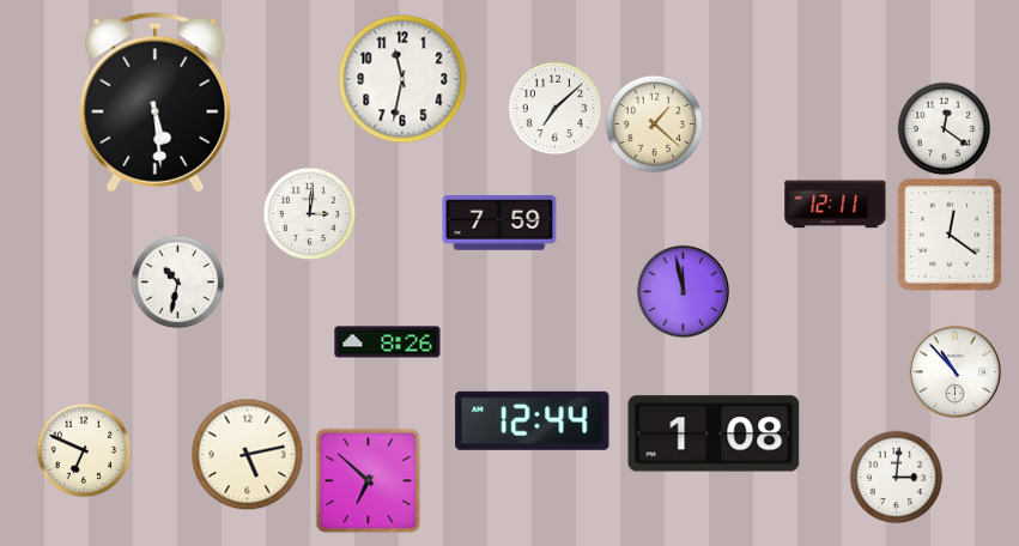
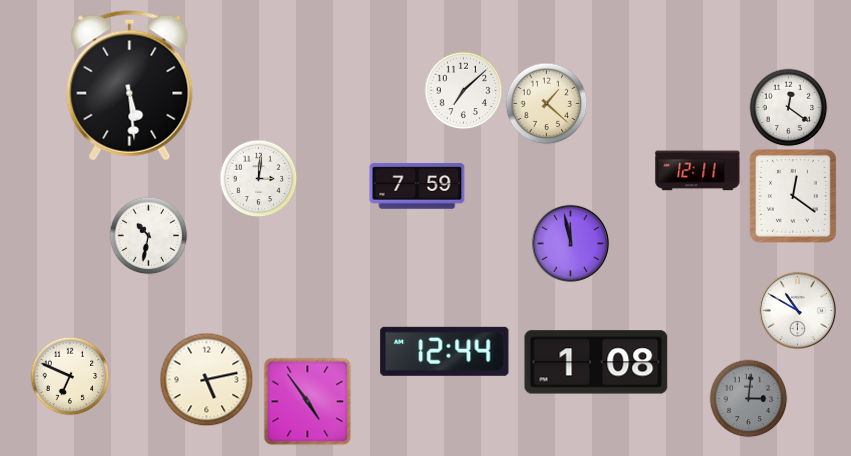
clock at (402, 79): 11:32 -> none
clock at (388, 342): 8:26 -> none
clock at (954, 371): 10:53 -> 10:50
clock at (896, 477) dial: white -> grey
clock at (368, 480): 6:52 -> 4:54
